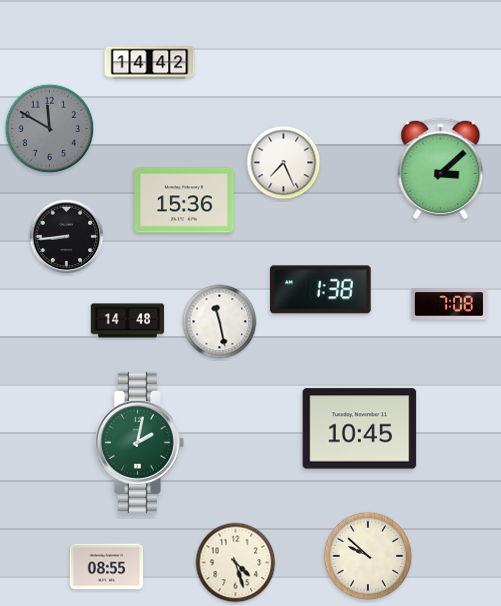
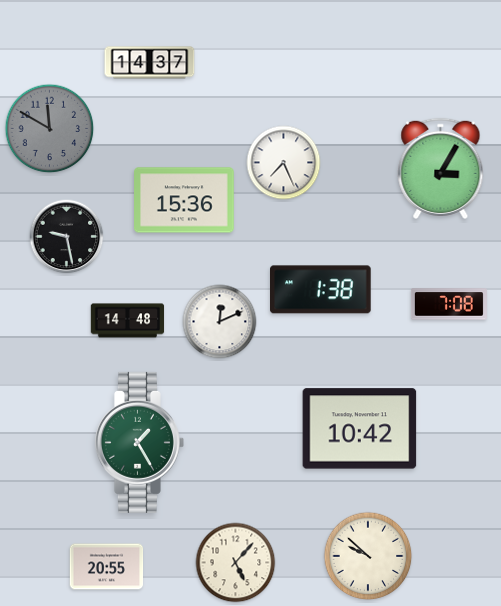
clock at (150, 63): 14:42 -> 14:37
clock at (441, 168): 3:08 -> 3:05
clock at (67, 237): 8:44 -> 9:28
clock at (220, 322): 11:28 -> 12:11
clock at (360, 429): 10:45 -> 10:42
clock at (139, 442): 2:02 -> 1:25
clock at (236, 563): 4:27 -> 5:07
clock at (107, 567): 08:55 -> 20:55
